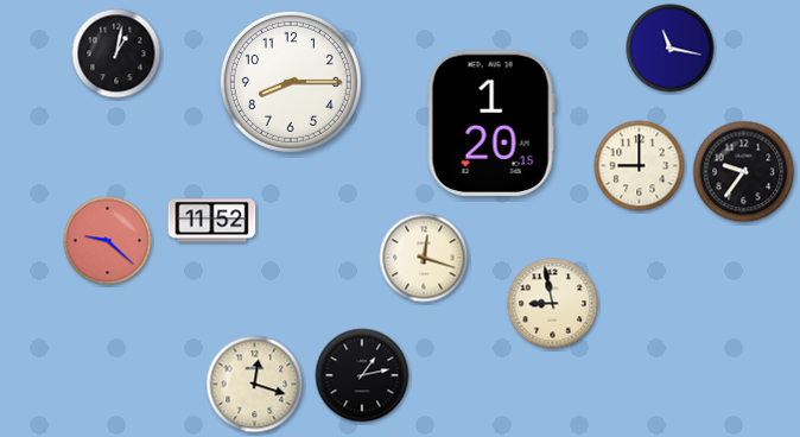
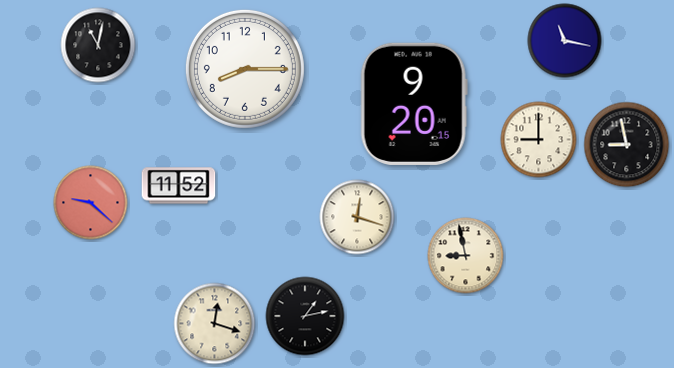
clock at (116, 53): 1:02 -> 11:02
clock at (491, 123): 1:20 -> 9:20
clock at (744, 172): 9:36 -> 8:58
